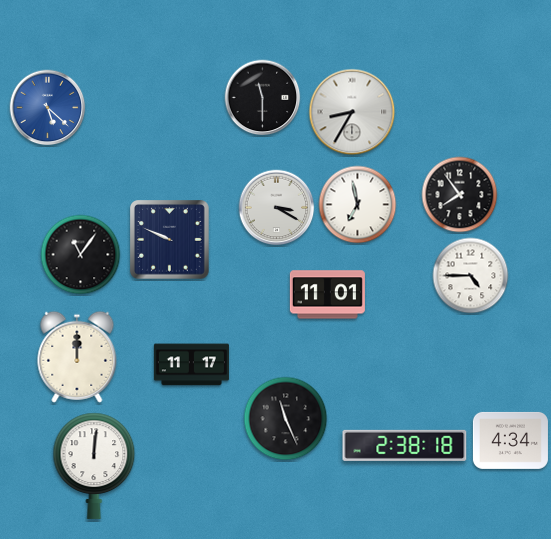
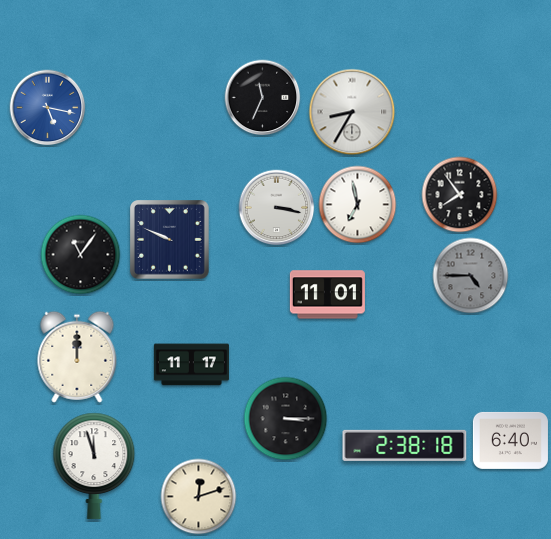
clock at (263, 98): 11:30 -> 11:34
clock at (48, 108): 5:22 -> 5:17
clock at (277, 208): 3:20 -> 3:17
clock at (471, 276) dial: white -> grey
clock at (286, 419): 11:26 -> 3:15
clock at (510, 440): 4:34 -> 6:40
clock at (94, 466): 12:01 -> 11:57
clock at (199, 497): none -> 12:12
